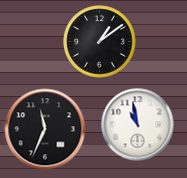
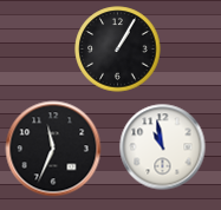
clock at (100, 42): 1:09 -> 1:05
clock at (45, 129) position: (45, 129) -> (53, 149)
